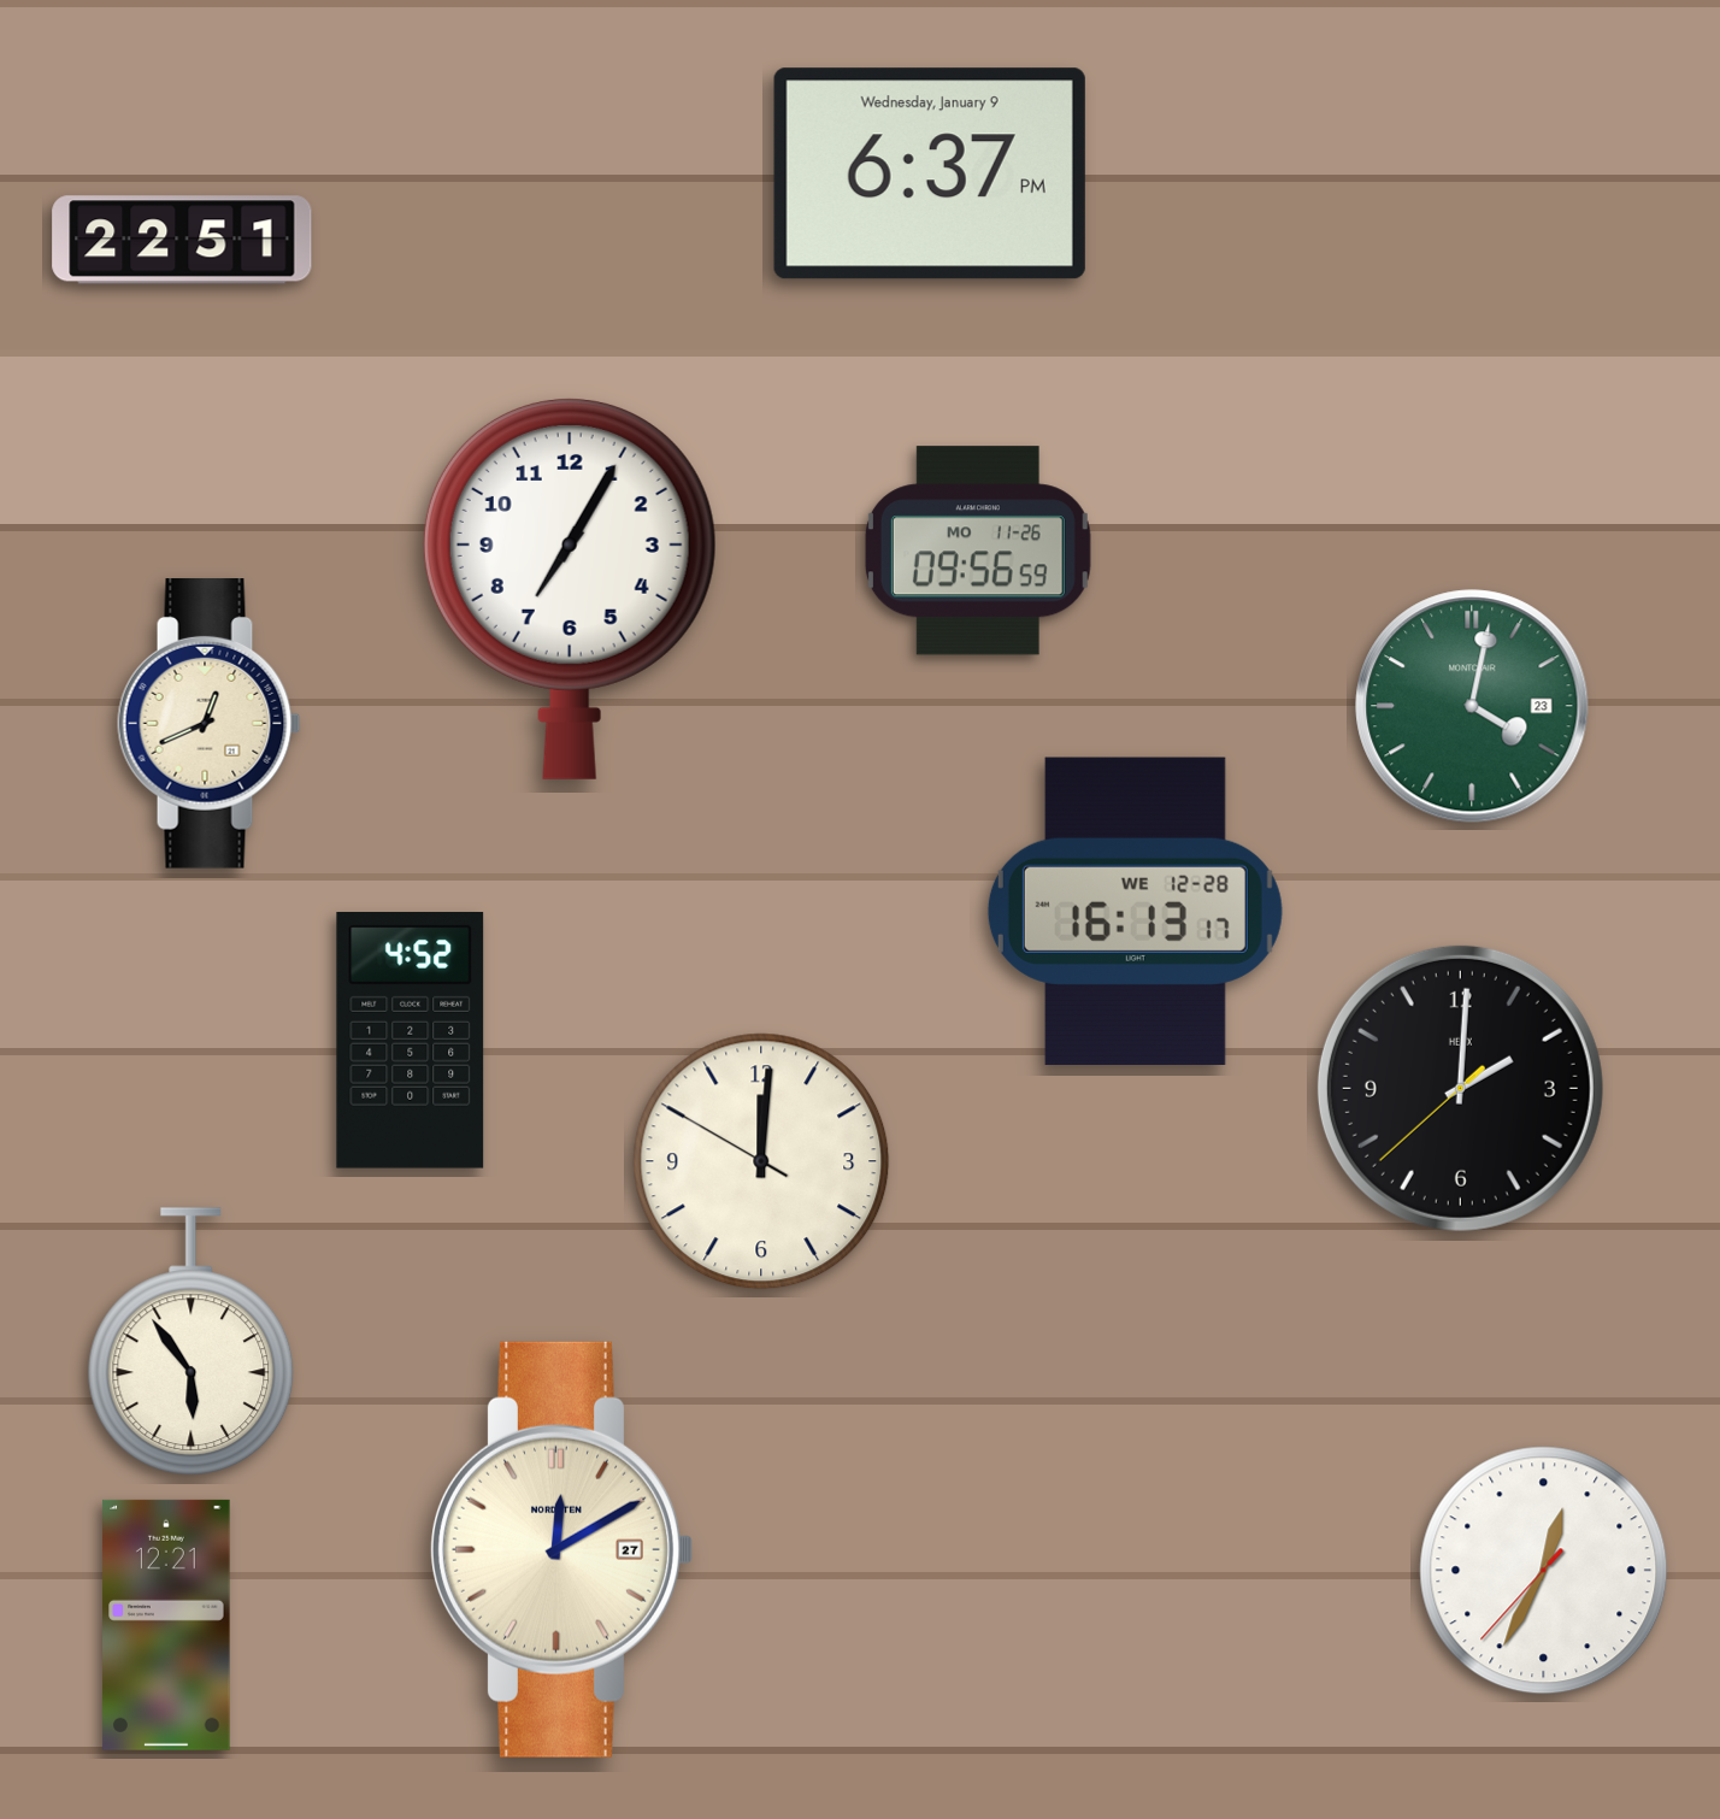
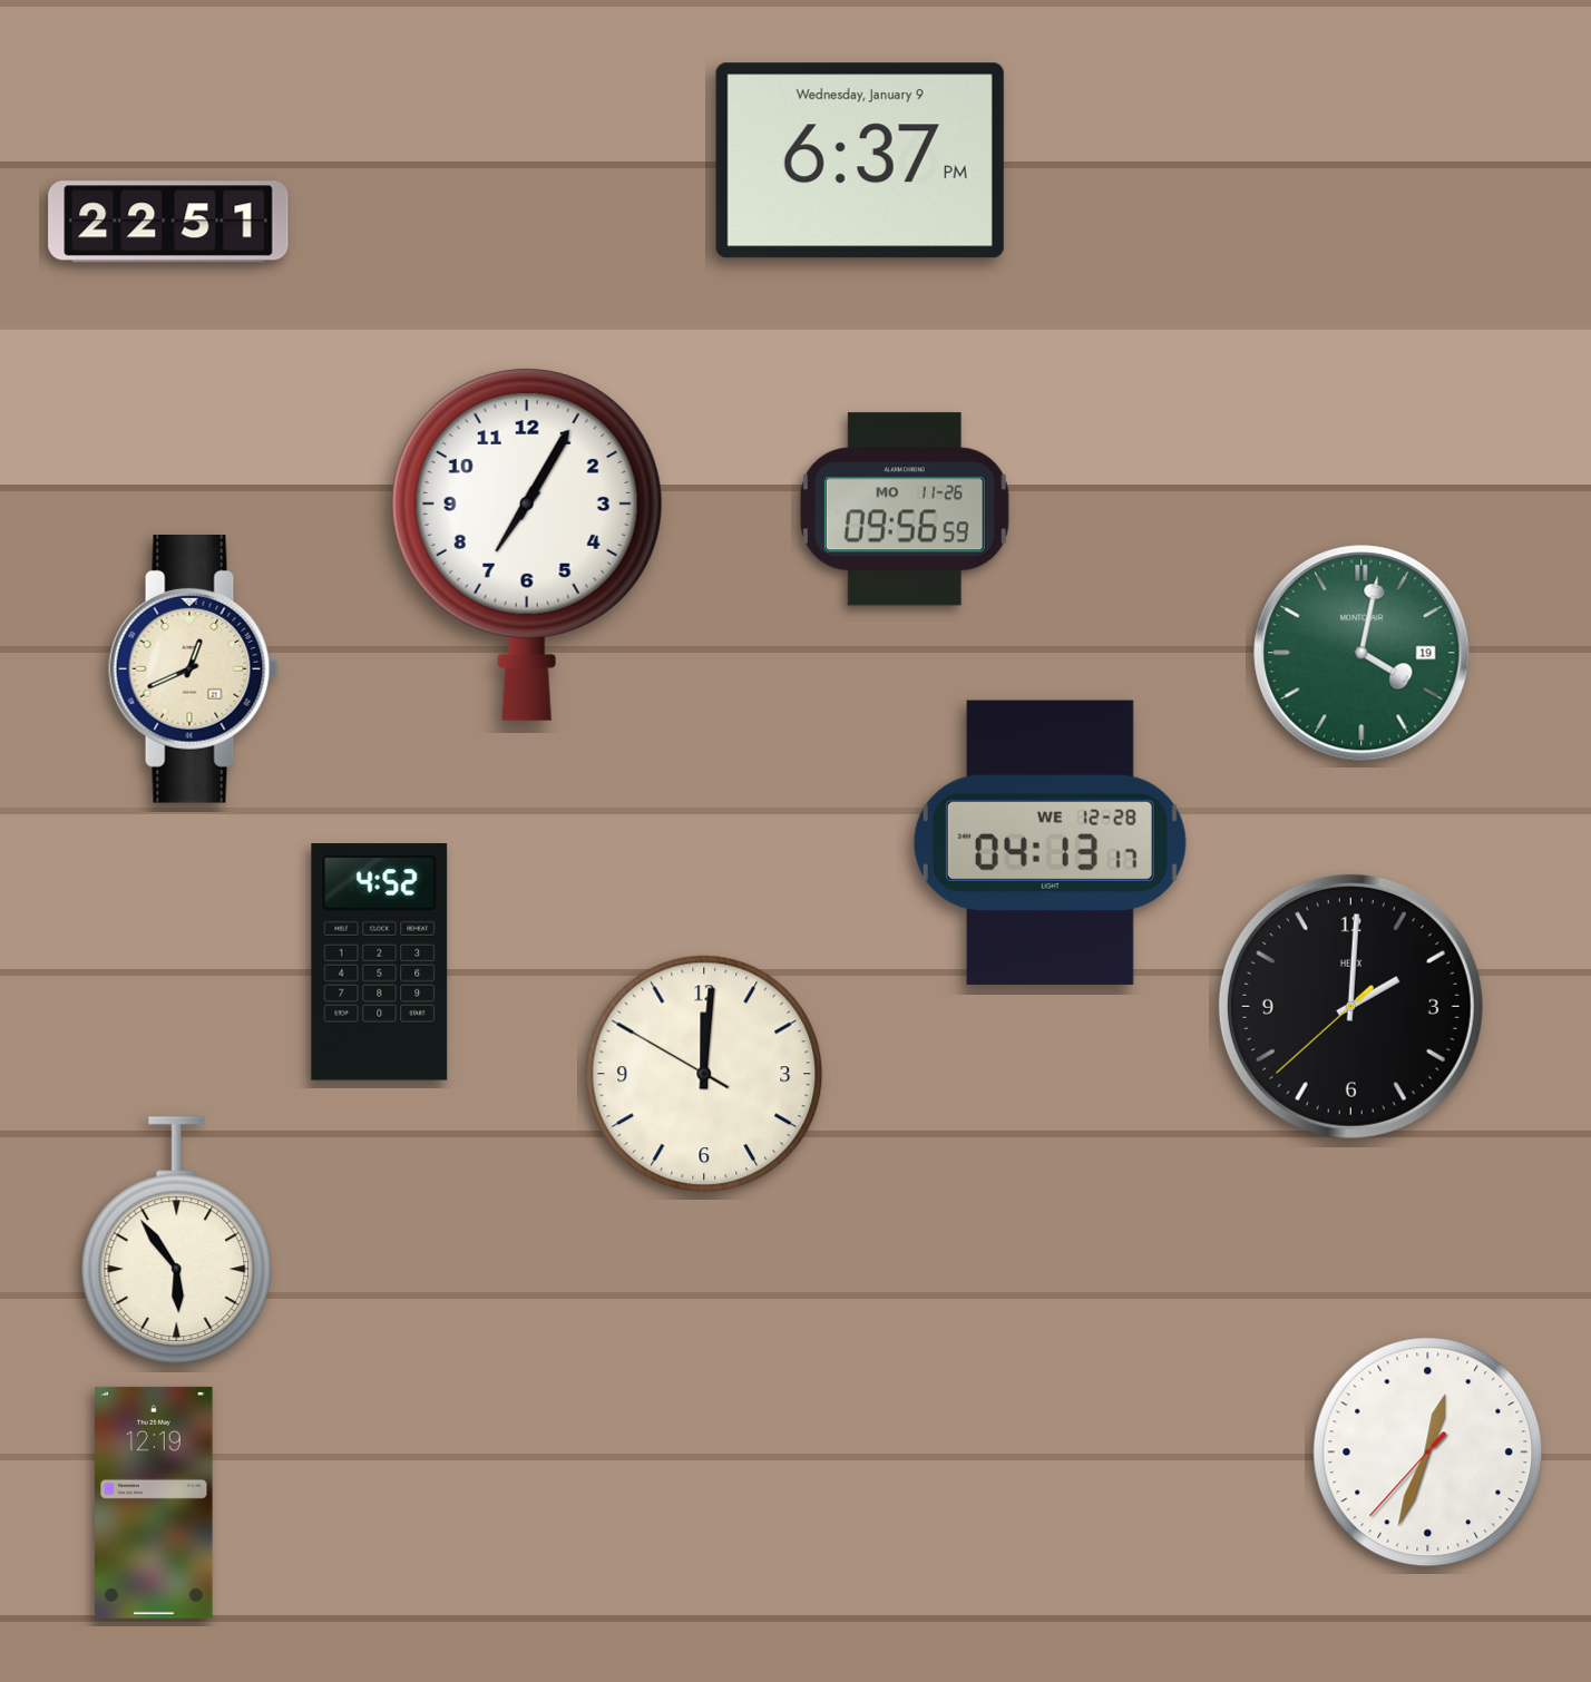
clock at (1472, 706) date: 23 -> 19
clock at (1135, 911): 16:13 -> 04:13
clock at (561, 1549): 12:10 -> none
clock at (1544, 1571): 12:34 -> 12:33
clock at (166, 1625): 12:21 -> 12:19
